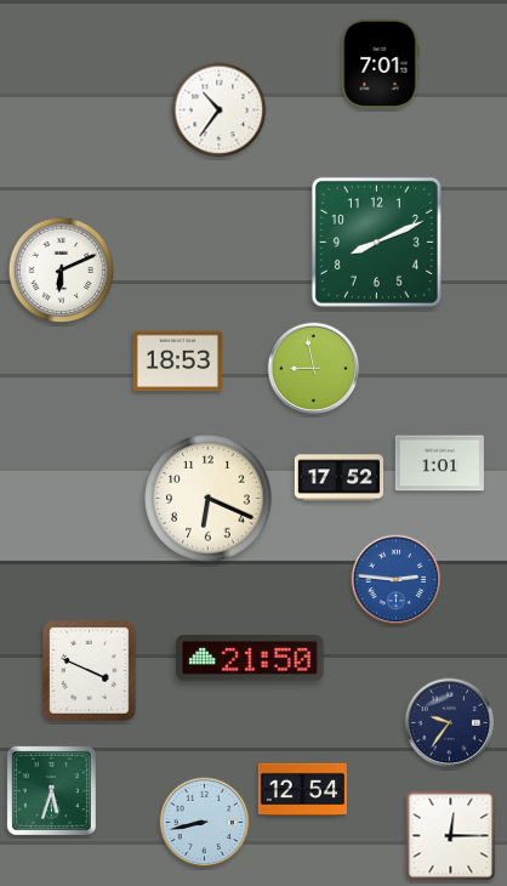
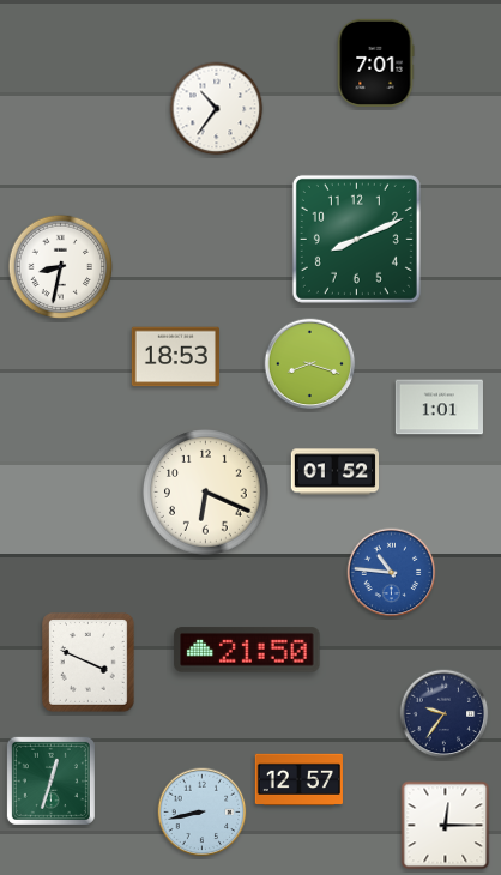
clock at (376, 242) position: (376, 242) -> (356, 239)
clock at (62, 271): 6:11 -> 8:32
clock at (314, 369): 8:58 -> 8:18
clock at (439, 464) position: (439, 464) -> (439, 408)
clock at (338, 478): 17:52 -> 01:52
clock at (397, 580): 2:46 -> 10:46
clock at (302, 789): 12:54 -> 12:57
clock at (51, 790): 5:33 -> 12:33
